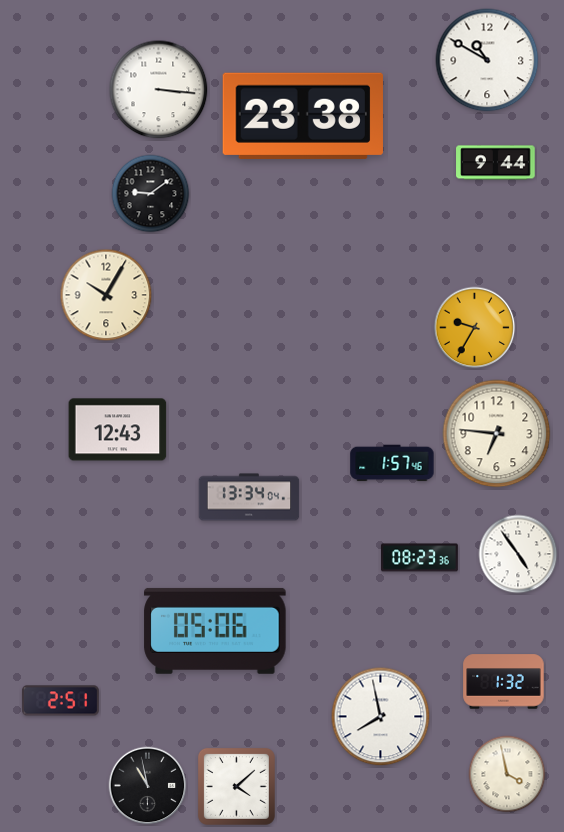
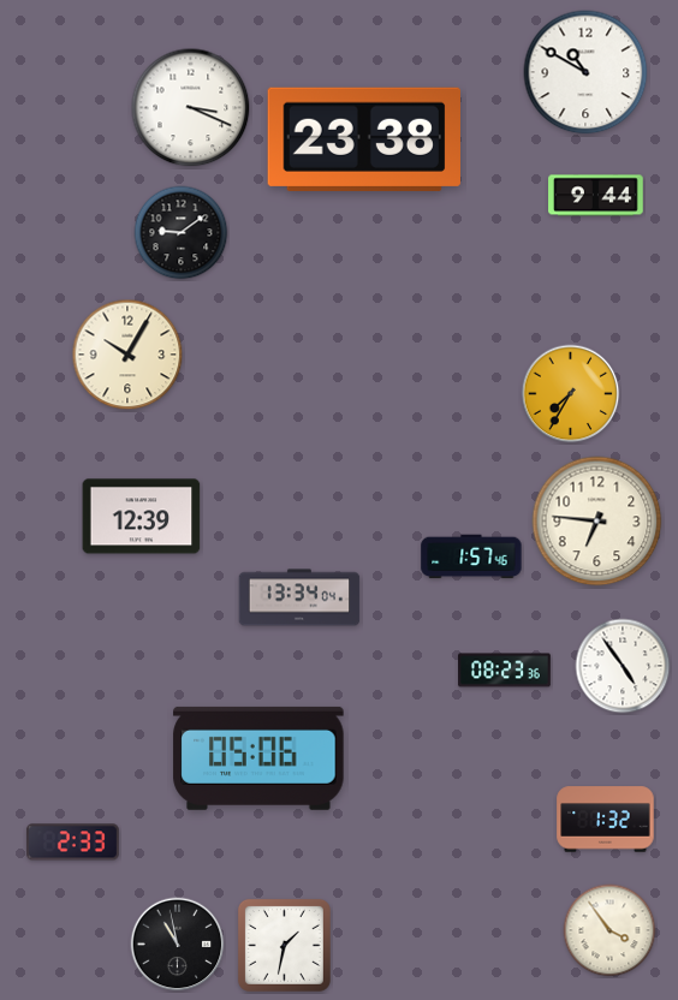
clock at (159, 90): 3:16 -> 3:19
clock at (475, 328): 9:35 -> 7:35
clock at (118, 430): 12:43 -> 12:39
clock at (60, 701): 2:51 -> 2:33
clock at (381, 717): 7:58 -> none
clock at (507, 774): 3:58 -> 3:54
clock at (236, 786): 4:08 -> 1:32
